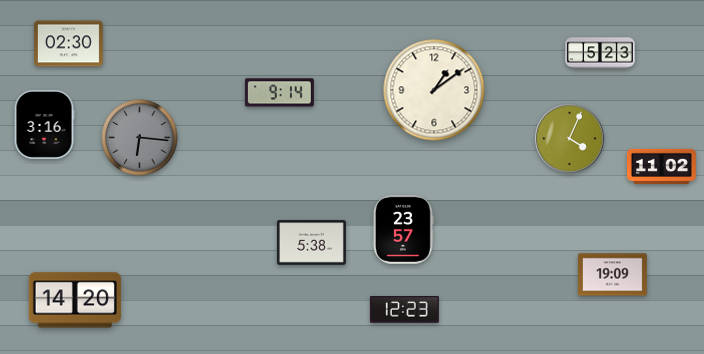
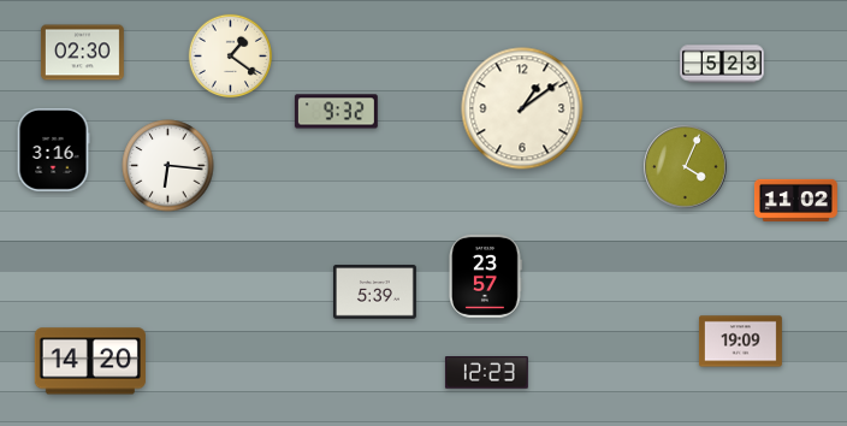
clock at (231, 57): none -> 1:21
clock at (279, 93): 9:14 -> 9:32
clock at (140, 138) dial: grey -> white
clock at (311, 243): 5:38 -> 5:39
clock at (612, 275) position: (612, 275) -> (740, 342)
